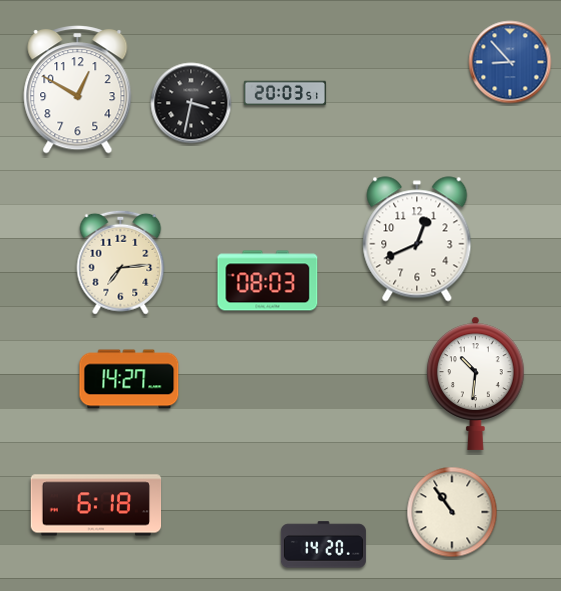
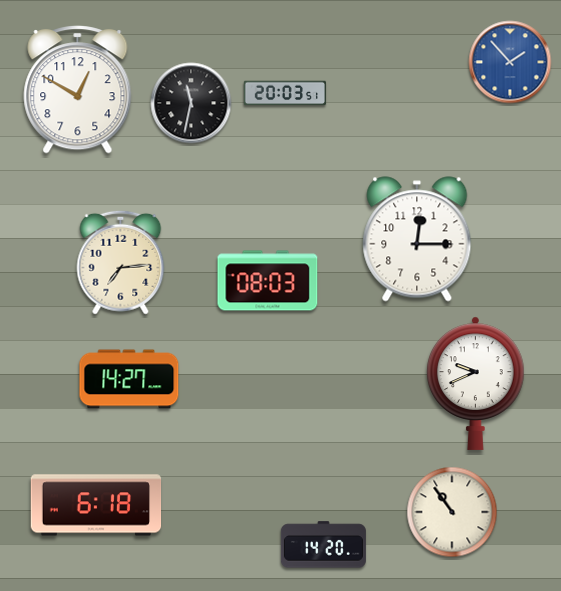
clock at (510, 62): 8:53 -> 1:53
clock at (191, 103): 3:32 -> 11:32
clock at (417, 239): 12:41 -> 12:15
clock at (476, 383): 10:31 -> 9:41
